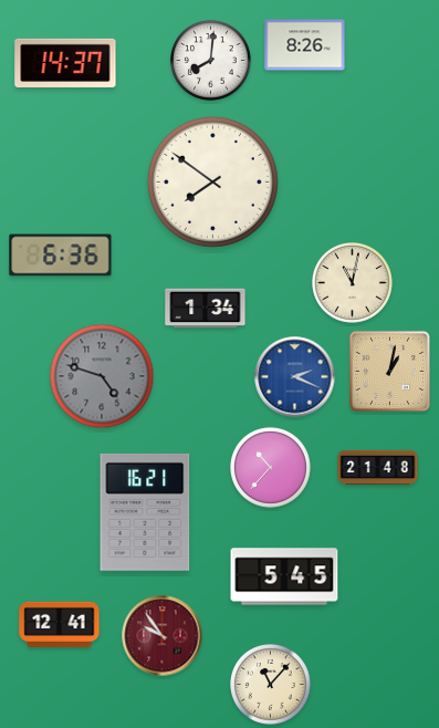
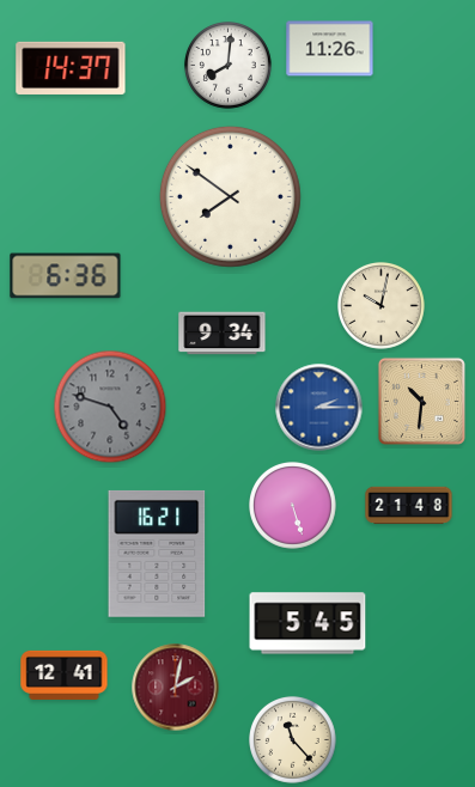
clock at (305, 45): 8:26 -> 11:26
clock at (353, 283): 11:02 -> 10:02
clock at (206, 309): 1:34 -> 9:34
clock at (389, 371): 1:02 -> 10:31
clock at (295, 377): 2:19 -> 2:15
clock at (271, 468): 10:37 -> 5:27
clock at (163, 636): 9:54 -> 2:02
clock at (271, 685): 11:07 -> 11:23
